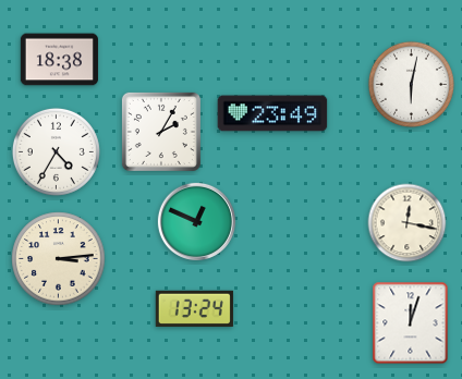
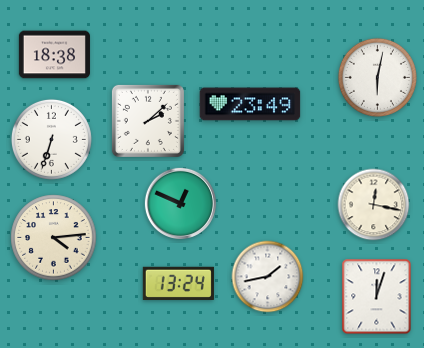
clock at (161, 132): 2:05 -> 2:08
clock at (56, 151): 4:35 -> 6:33
clock at (59, 259): 3:14 -> 4:14
clock at (268, 277): none -> 1:43
